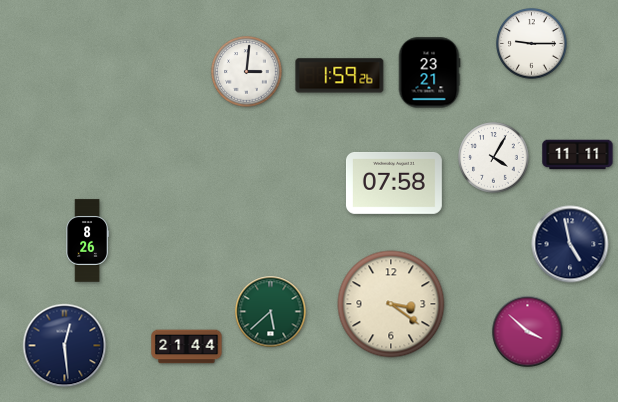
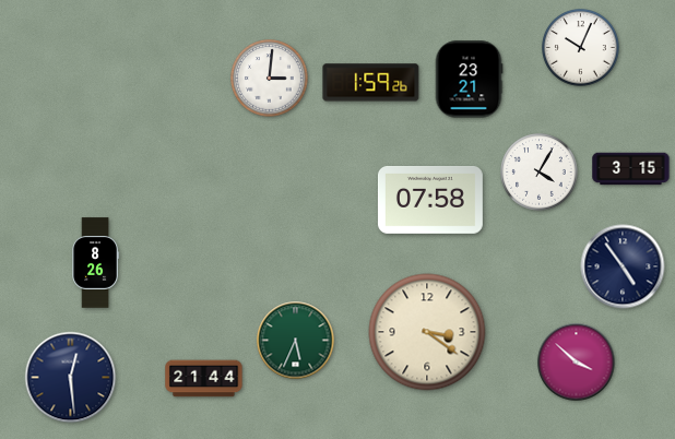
clock at (532, 44): 9:15 -> 10:04
clock at (578, 155): 11:11 -> 3:15
clock at (570, 244): 4:58 -> 4:54
clock at (271, 312): 5:38 -> 5:34
